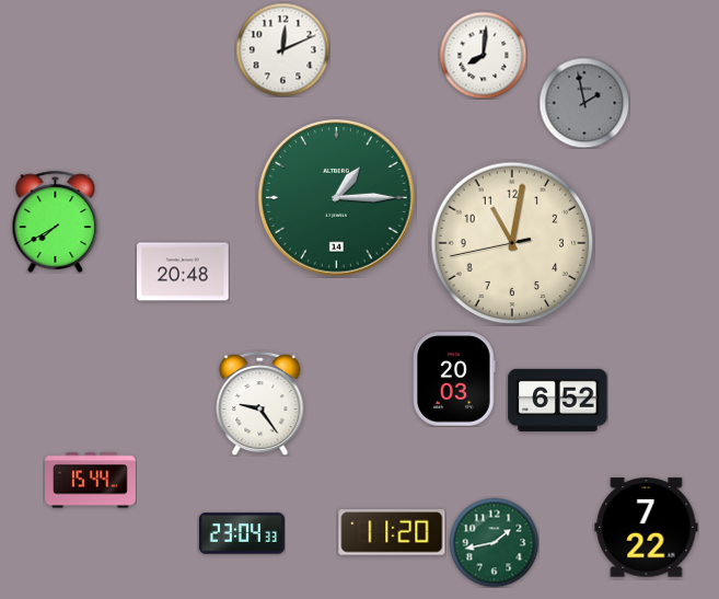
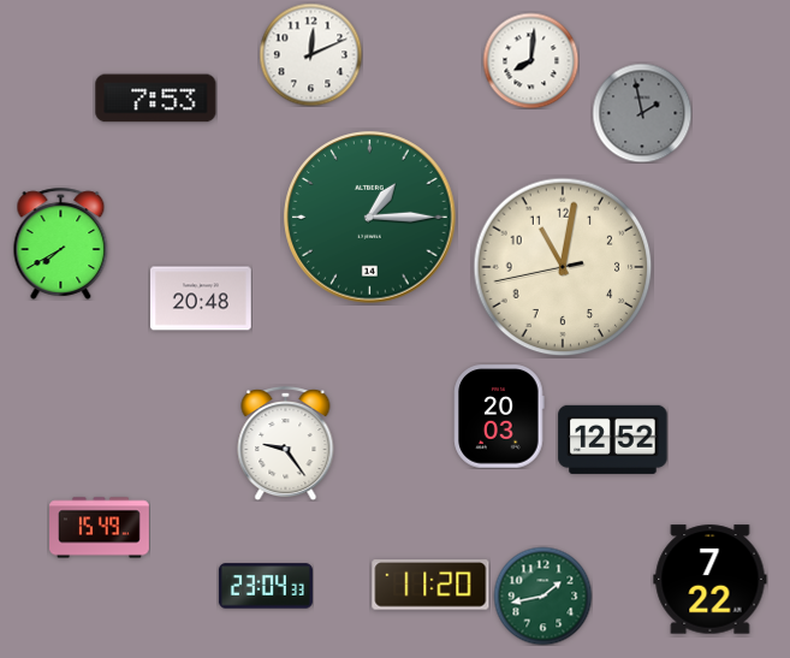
clock at (156, 99): none -> 7:53
clock at (558, 400): 6:52 -> 12:52
clock at (91, 481): 15:44 -> 15:49
